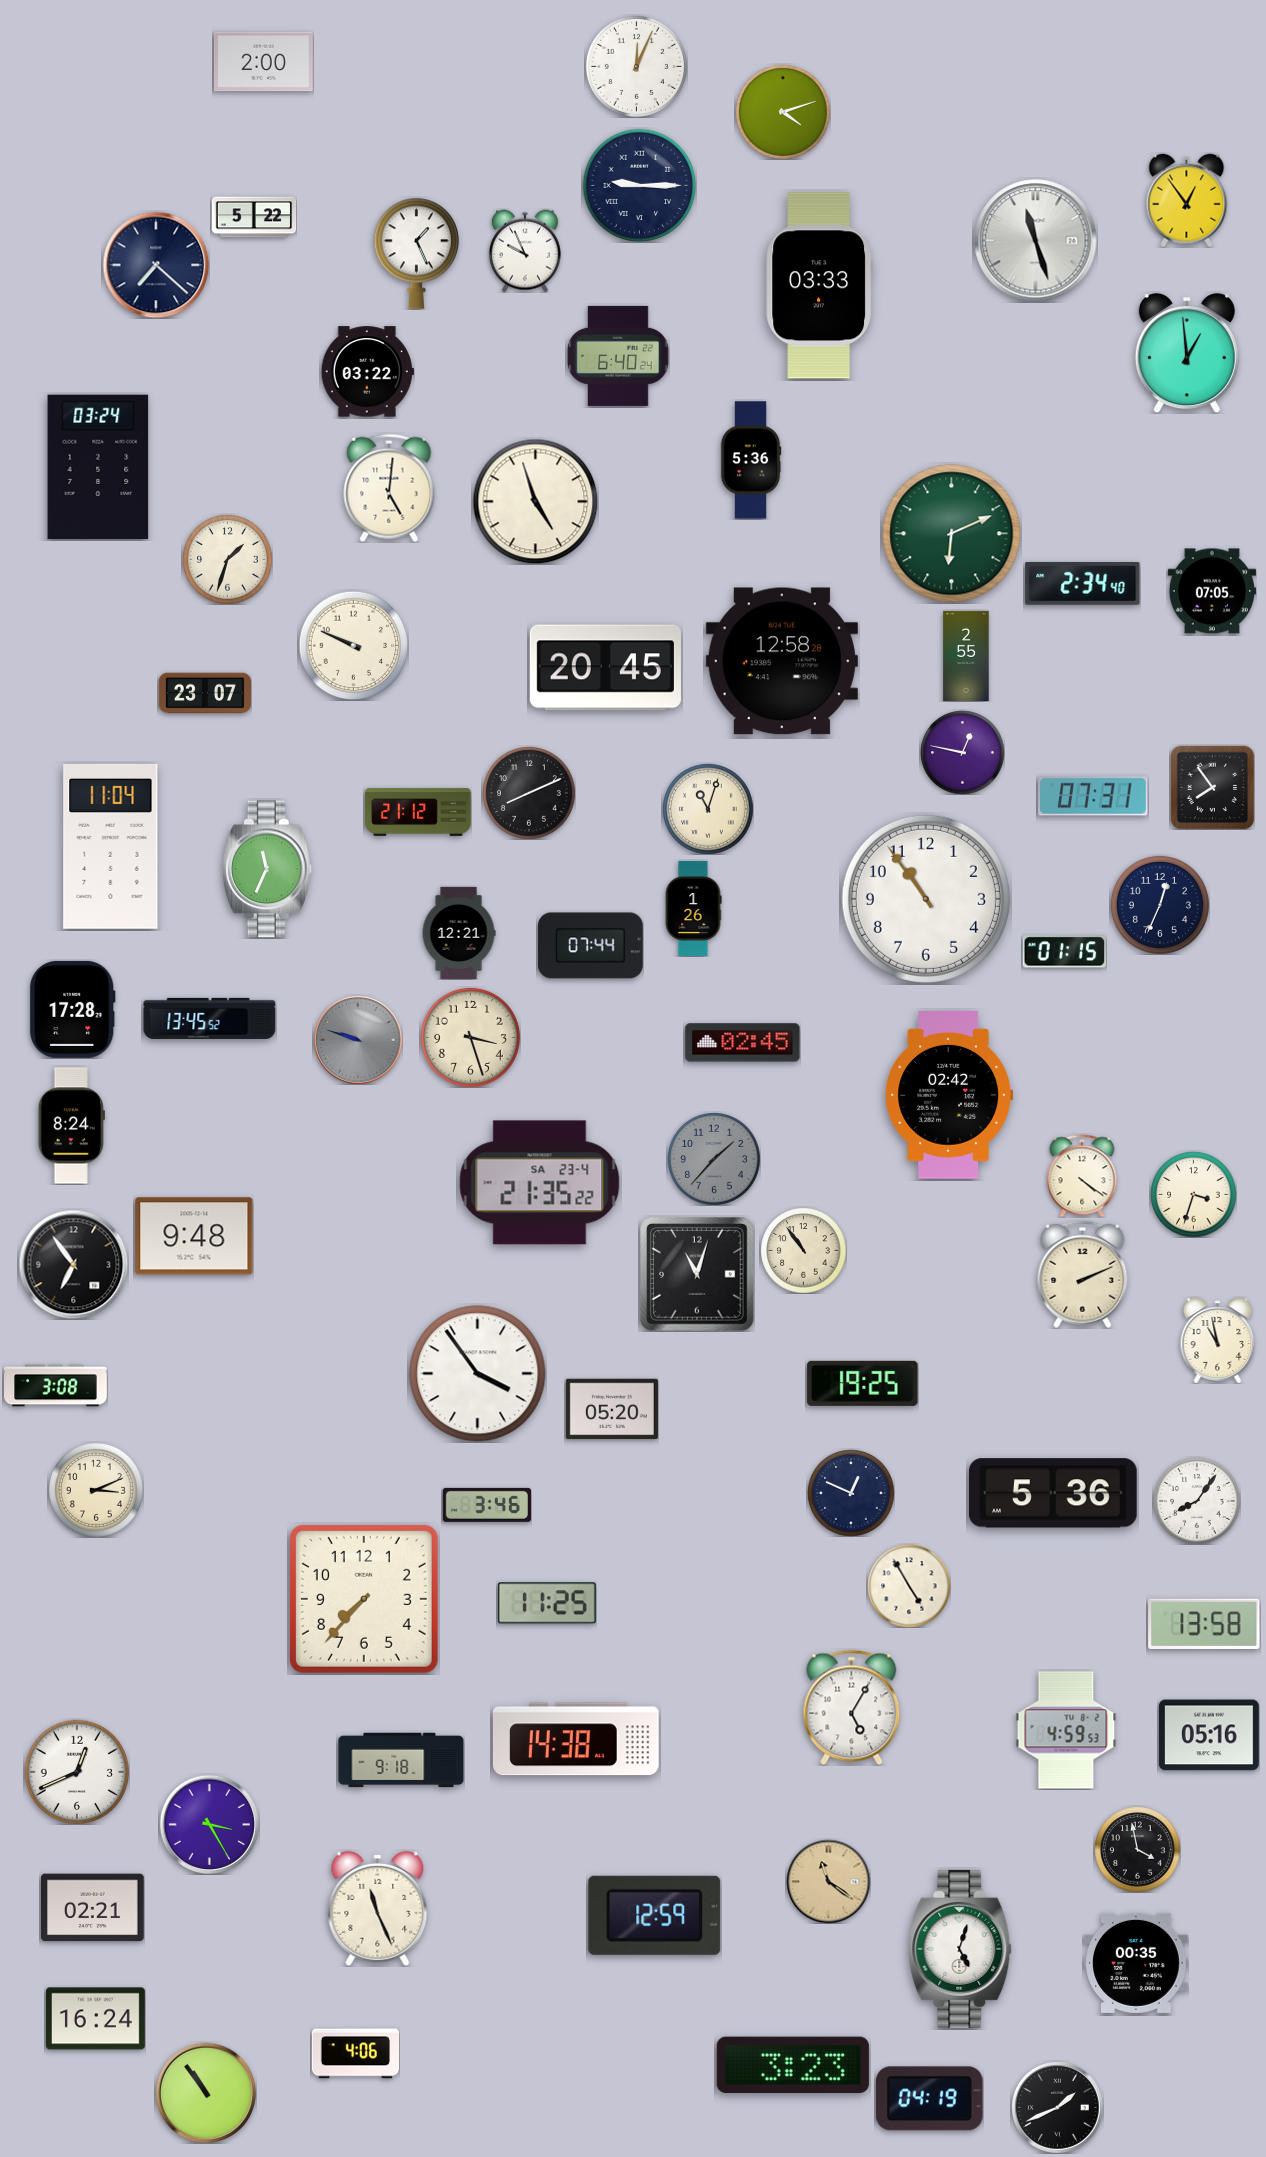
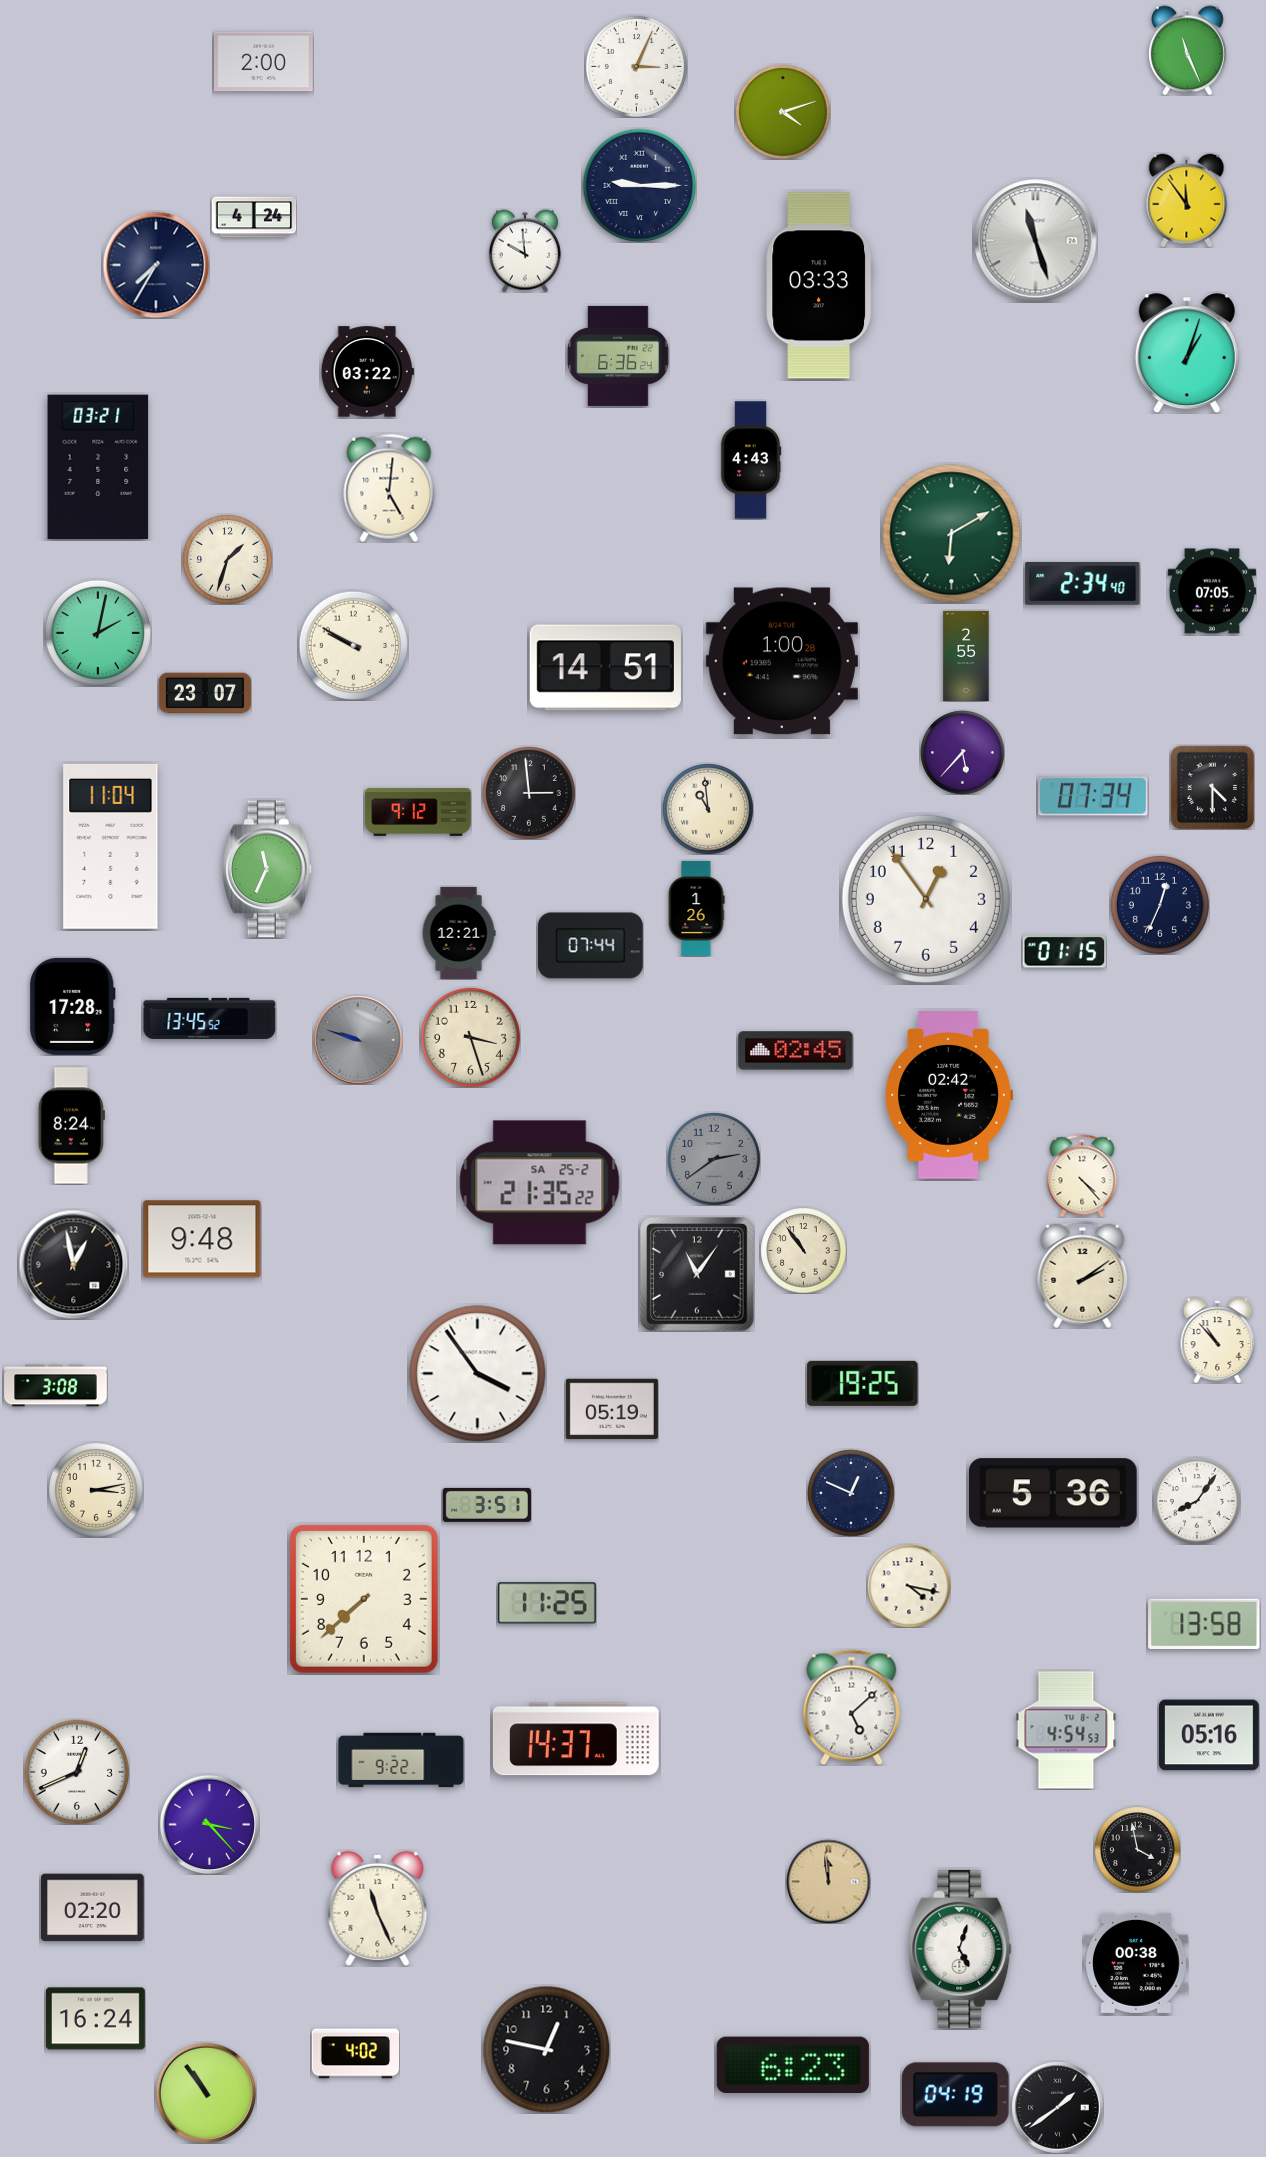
clock at (1187, 50): none -> 11:26
clock at (636, 66): 12:04 -> 3:04
clock at (1187, 200): 12:54 -> 11:54
clock at (254, 217): 5:22 -> 4:24
clock at (525, 251): 9:56 -> 9:59
clock at (417, 253): 1:26 -> none
clock at (156, 265): 7:22 -> 7:35
clock at (1187, 353): 12:59 -> 1:03
clock at (618, 356): 6:40 -> 6:36
clock at (751, 460): 5:36 -> 4:43
clock at (98, 467): 03:24 -> 03:21
clock at (535, 501): 4:57 -> none
clock at (952, 534): 6:11 -> 6:10
clock at (97, 632): none -> 2:02
clock at (353, 645): 9:49 -> 9:50
clock at (782, 661): 12:58 -> 1:00
clock at (605, 668): 20:45 -> 14:51
clock at (962, 752): 12:47 -> 5:37
clock at (1212, 787): 7:54 -> 4:30
clock at (529, 793): 8:11 -> 2:59
clock at (1093, 796): 07:31 -> 07:34
clock at (708, 809): 11:03 -> 10:59
clock at (418, 812): 21:12 -> 9:12
clock at (926, 899): 10:54 -> 12:54
clock at (693, 908) position: (693, 908) -> (696, 908)
clock at (73, 1009) position: (73, 1009) -> (73, 1006)
clock at (743, 1043) position: (743, 1043) -> (796, 1051)
clock at (714, 1159): 1:37 -> 2:39
clock at (1082, 1176): 4:21 -> 4:23
clock at (540, 1183) date: SA 23-4 -> SA 25-2
clock at (1193, 1194): 3:33 -> none
clock at (194, 1236) position: (194, 1236) -> (202, 1239)
clock at (73, 1264): 6:54 -> 12:58
clock at (1083, 1274): 2:11 -> 2:09
clock at (698, 1275): 11:03 -> 11:06
clock at (1218, 1340): 10:58 -> 10:53
clock at (612, 1409): 05:20 -> 05:19
clock at (96, 1490): 3:11 -> 3:13
clock at (487, 1505): 3:46 -> 3:51
clock at (909, 1586): 4:55 -> 4:17
clock at (364, 1599): 7:37 -> 7:38
clock at (852, 1707): 5:05 -> 5:08
clock at (1066, 1730): 4:59 -> 4:54
clock at (576, 1739): 14:38 -> 14:37
clock at (401, 1760): 9:18 -> 9:22
clock at (209, 1824): 3:25 -> 3:23
clock at (828, 1881): 11:21 -> 11:59
clock at (93, 1908): 02:21 -> 02:20
clock at (655, 1915): 12:59 -> none
clock at (1136, 1963): 00:35 -> 00:38
clock at (546, 2049): none -> 12:47
clock at (355, 2054): 4:06 -> 4:02
clock at (793, 2064): 3:23 -> 6:23
clock at (930, 2099) position: (930, 2099) -> (956, 2095)
clock at (1058, 2108): 1:41 -> 1:39
